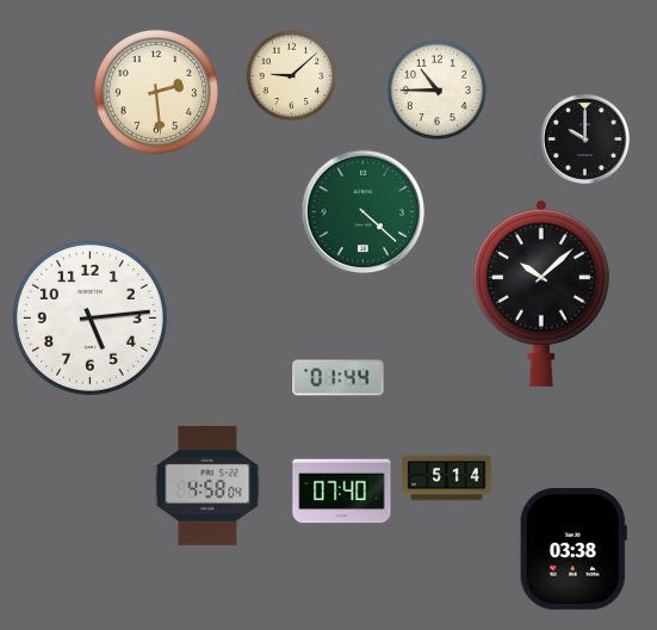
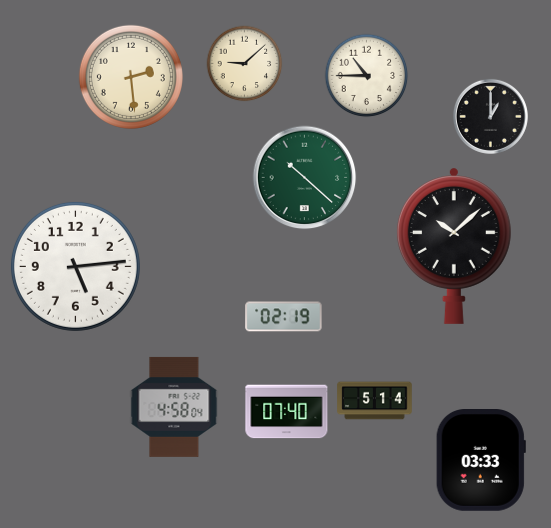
clock at (584, 138): 10:00 -> 1:00
clock at (364, 212): 4:22 -> 10:22
clock at (339, 378): 01:44 -> 02:19
clock at (574, 550): 03:38 -> 03:33
